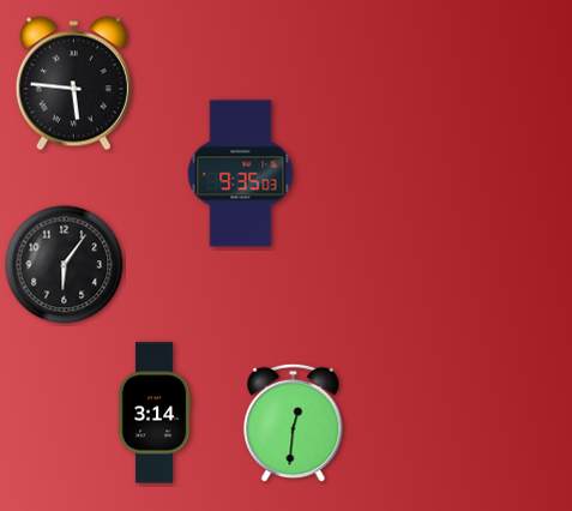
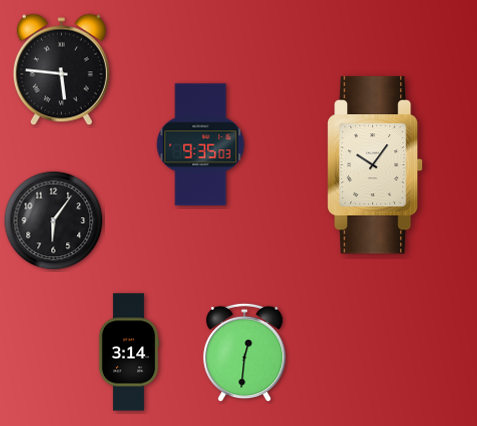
clock at (375, 165): none -> 10:06
clock at (155, 413) position: (155, 413) -> (129, 352)
